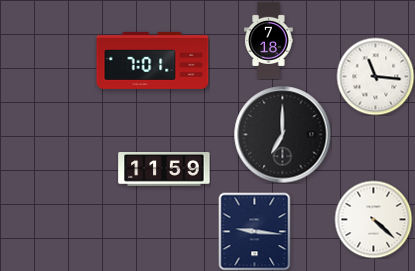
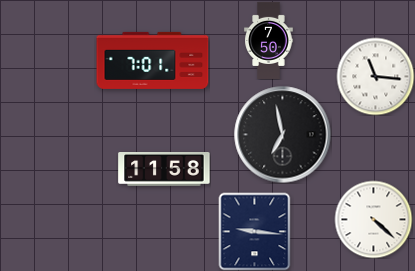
clock at (269, 40): 7:18 -> 7:50
clock at (283, 135): 7:00 -> 6:58
clock at (164, 170): 11:59 -> 11:58
